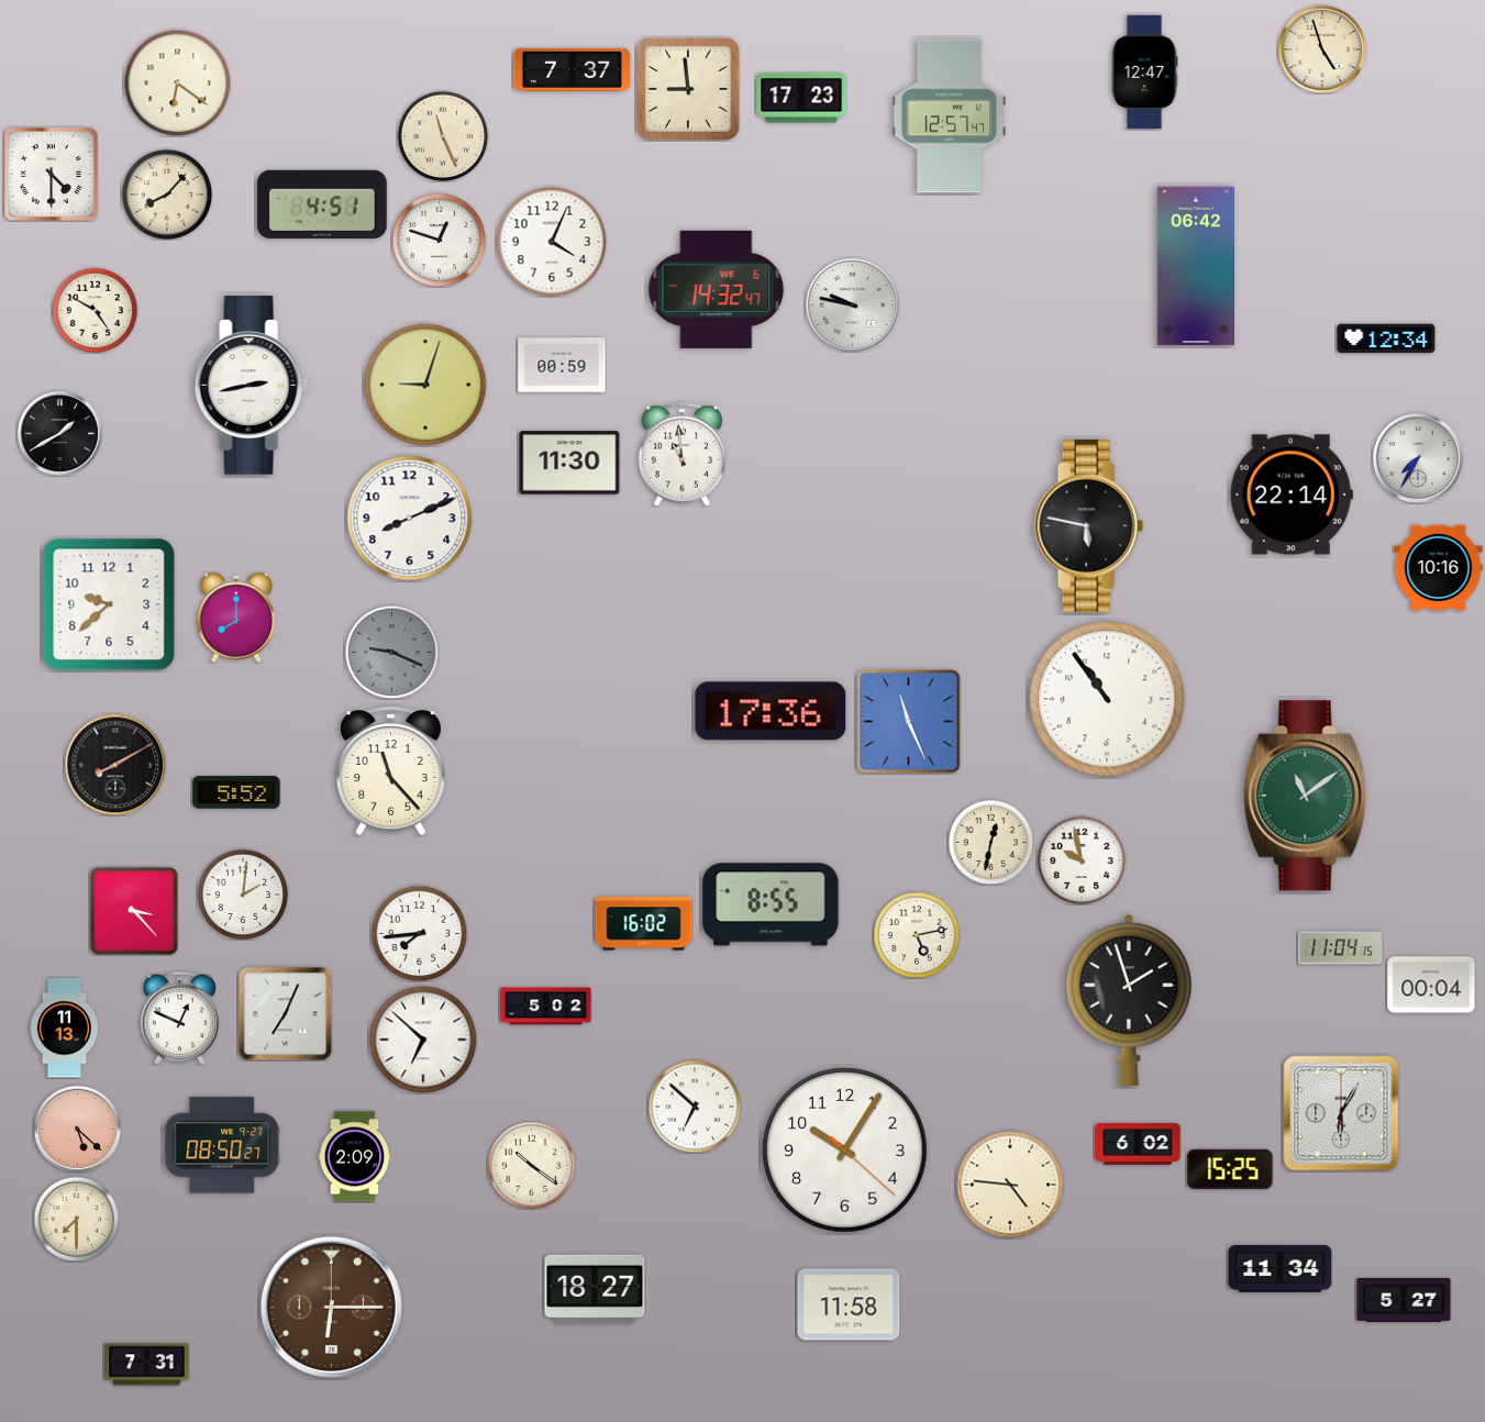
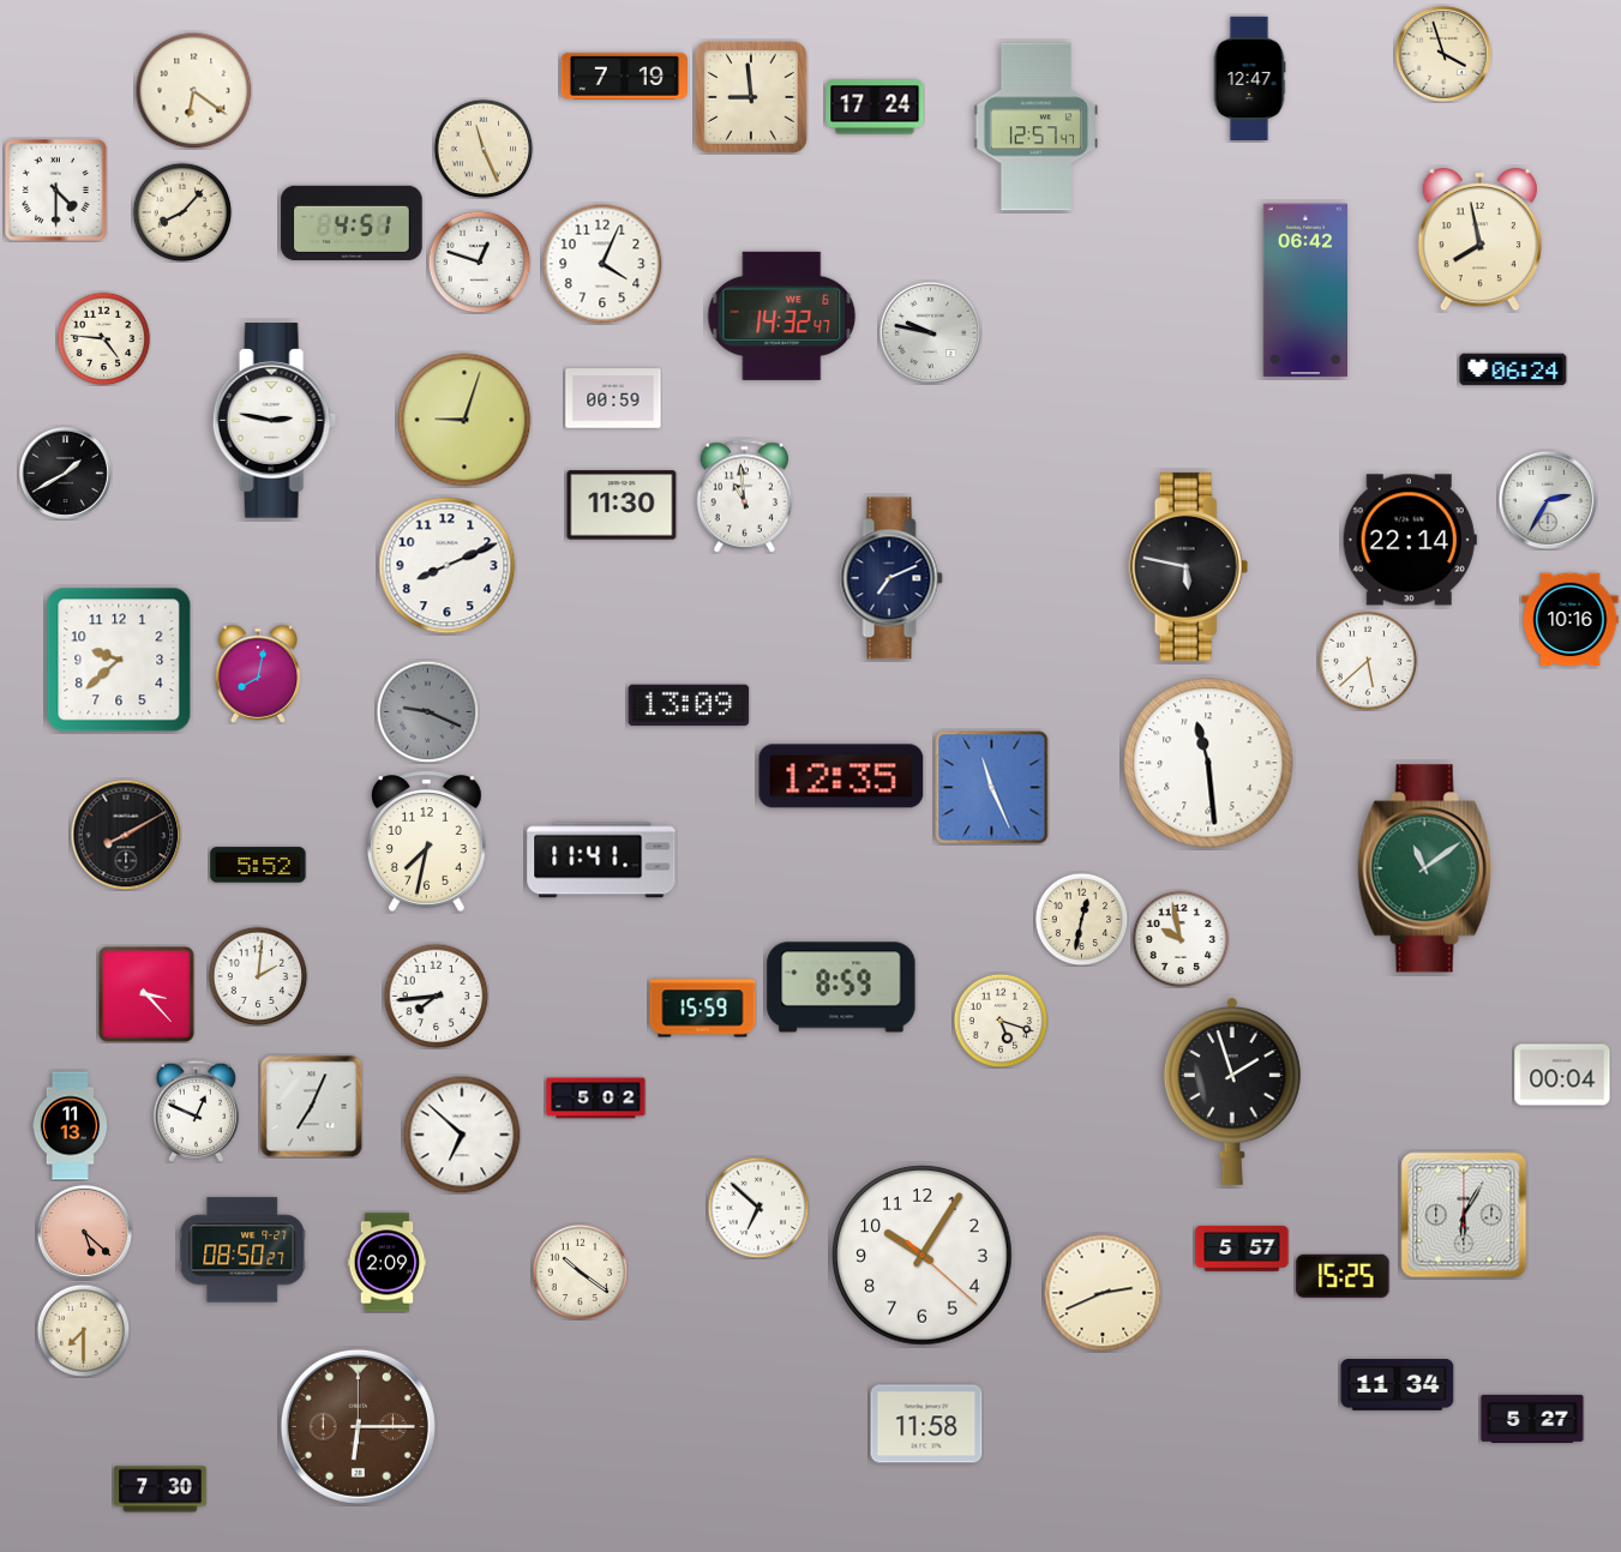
clock at (1322, 49): 4:57 -> 3:57
clock at (572, 69): 7:37 -> 7:19
clock at (801, 98): 17:23 -> 17:24
clock at (1479, 240): none -> 7:58
clock at (95, 310): 4:50 -> 4:46
clock at (1386, 338): 12:34 -> 06:24
clock at (251, 386): 2:43 -> 2:47
clock at (1417, 457): 7:35 -> 2:35
clock at (1089, 525) position: (1089, 525) -> (1189, 566)
clock at (891, 578): none -> 7:11
clock at (1368, 661): none -> 5:38
clock at (236, 618): 8:00 -> 8:02
clock at (689, 705): none -> 13:09
clock at (1107, 699): 10:54 -> 11:29
clock at (771, 711): 17:36 -> 12:35
clock at (390, 770): 11:23 -> 7:32
clock at (601, 860): none -> 11:41
clock at (243, 895) position: (243, 895) -> (258, 976)
clock at (771, 904): 8:55 -> 8:59
clock at (644, 924): 16:02 -> 15:59
clock at (419, 933) position: (419, 933) -> (436, 995)
clock at (917, 935): 5:13 -> 5:18
clock at (1341, 948): 11:04 -> none
clock at (65, 1029) position: (65, 1029) -> (71, 1126)
clock at (1138, 1144): 6:02 -> 5:57
clock at (1010, 1185): 4:46 -> 2:41
clock at (595, 1289): 18:27 -> none
clock at (331, 1307) position: (331, 1307) -> (358, 1426)
clock at (147, 1365): 7:31 -> 7:30
